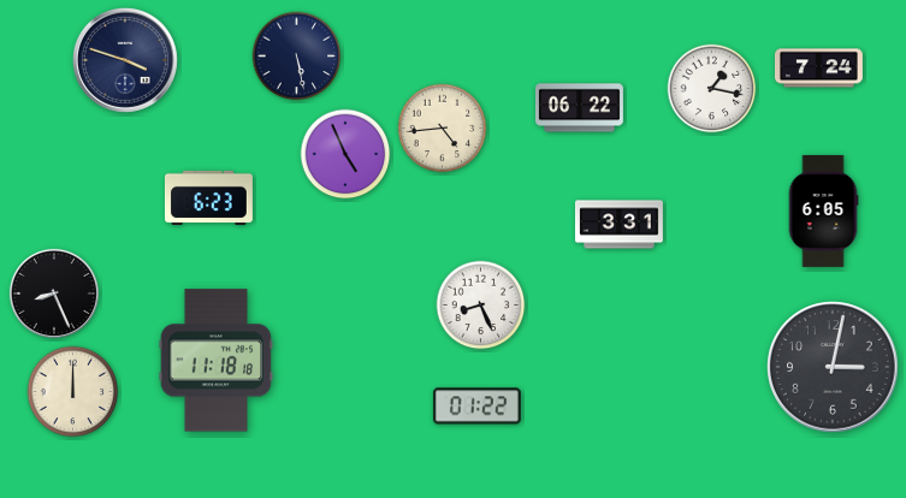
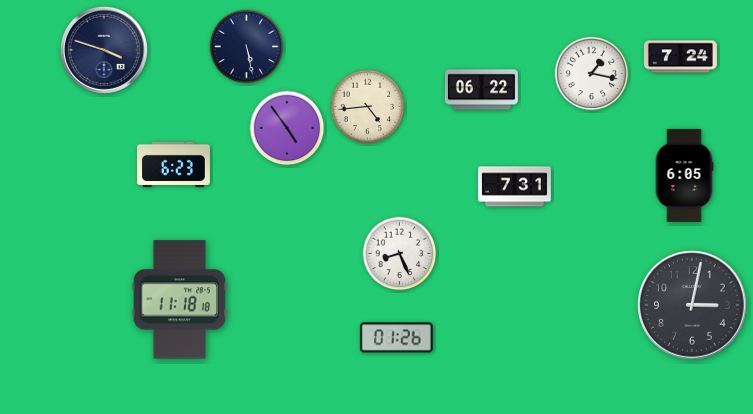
clock at (345, 154): 4:56 -> 4:54
clock at (618, 225): 3:31 -> 7:31
clock at (54, 294): 8:26 -> none
clock at (73, 392): 12:00 -> none
clock at (476, 407): 01:22 -> 01:26
